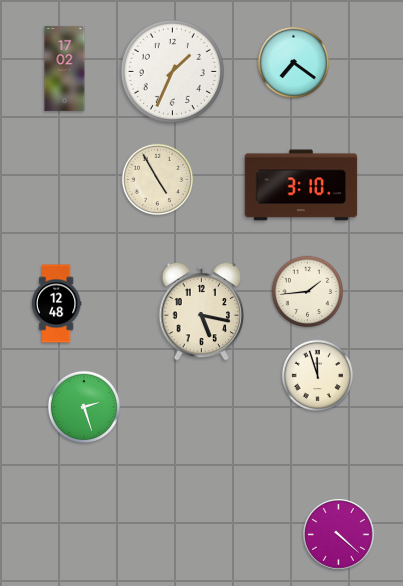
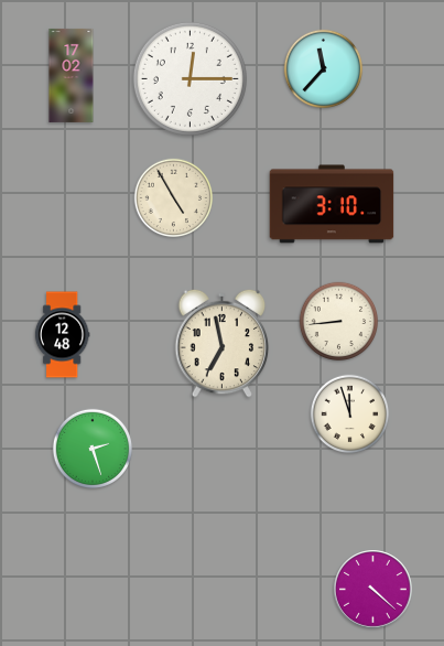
clock at (294, 63): 7:21 -> 11:37
clock at (172, 71): 1:34 -> 12:15
clock at (308, 292): 1:44 -> 8:44
clock at (202, 311): 5:17 -> 6:58
